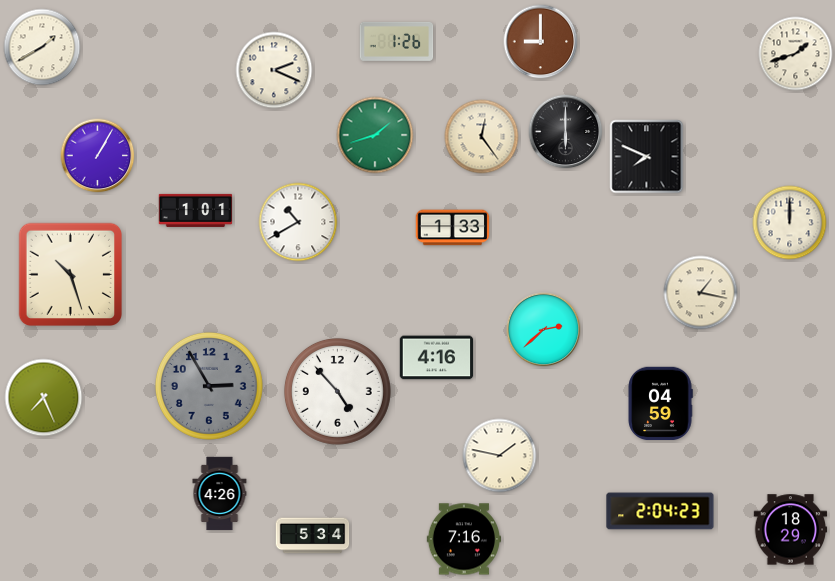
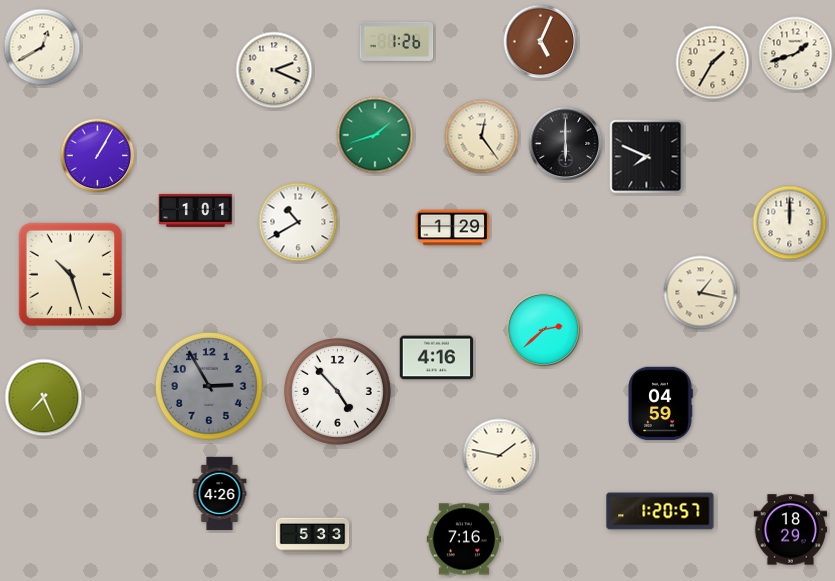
clock at (541, 42): 9:00 -> 5:04
clock at (42, 47): 1:40 -> 12:40
clock at (713, 63): none -> 1:35
clock at (566, 132) position: (566, 132) -> (566, 144)
clock at (453, 228): 1:33 -> 1:29
clock at (660, 511): 2:04 -> 1:20
clock at (313, 536): 5:34 -> 5:33
